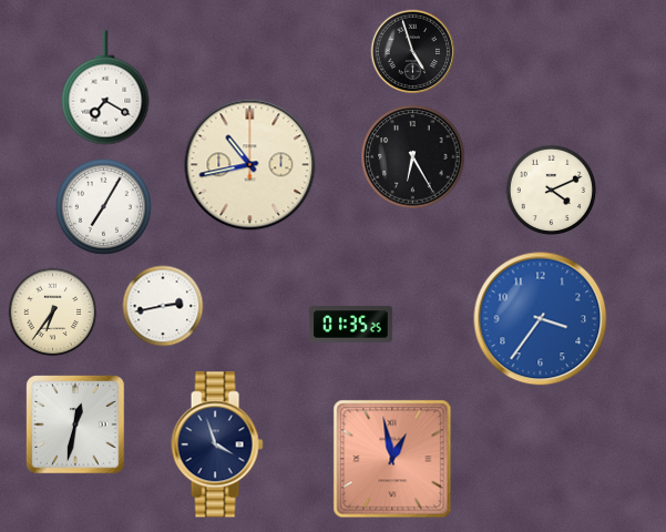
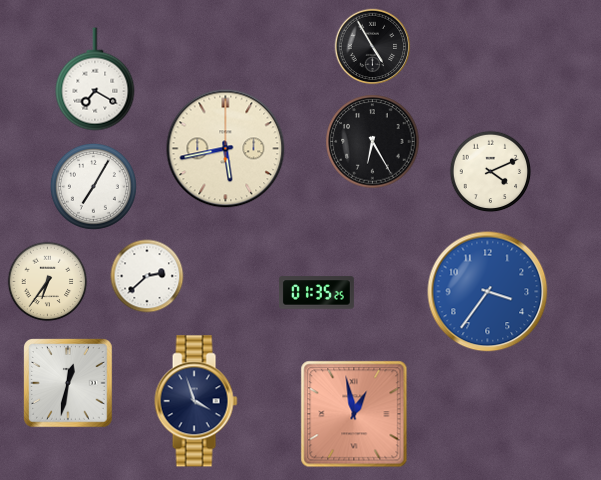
clock at (413, 52): 4:57 -> 4:55
clock at (250, 165): 10:43 -> 5:43
clock at (552, 191) position: (552, 191) -> (491, 172)
clock at (163, 306): 2:43 -> 2:38
clock at (541, 319) position: (541, 319) -> (488, 292)
